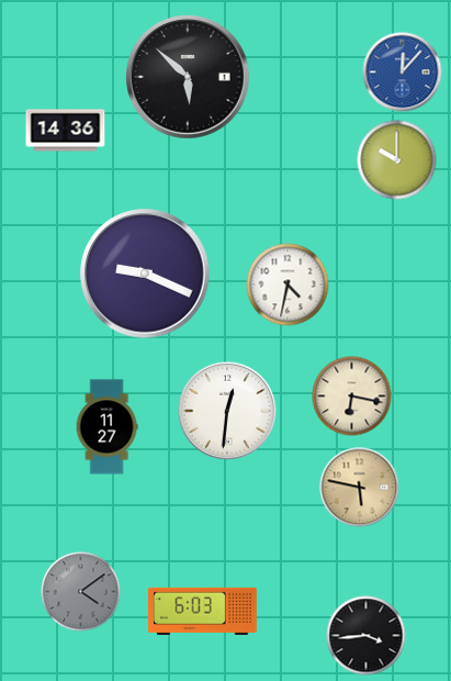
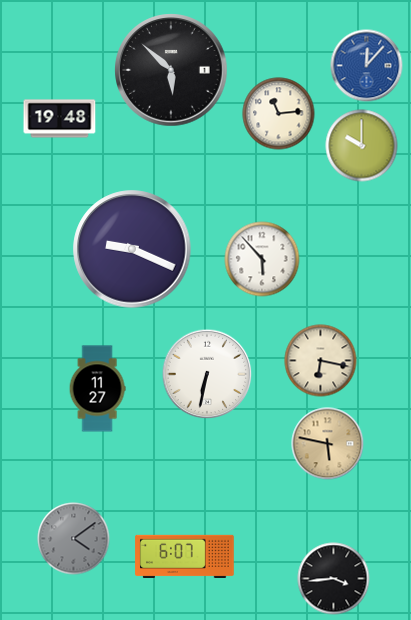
clock at (279, 114): none -> 11:14
clock at (66, 131): 14:36 -> 19:48
clock at (287, 284): 4:32 -> 5:53
clock at (227, 411): 12:31 -> 6:32
clock at (203, 611): 6:03 -> 6:07
